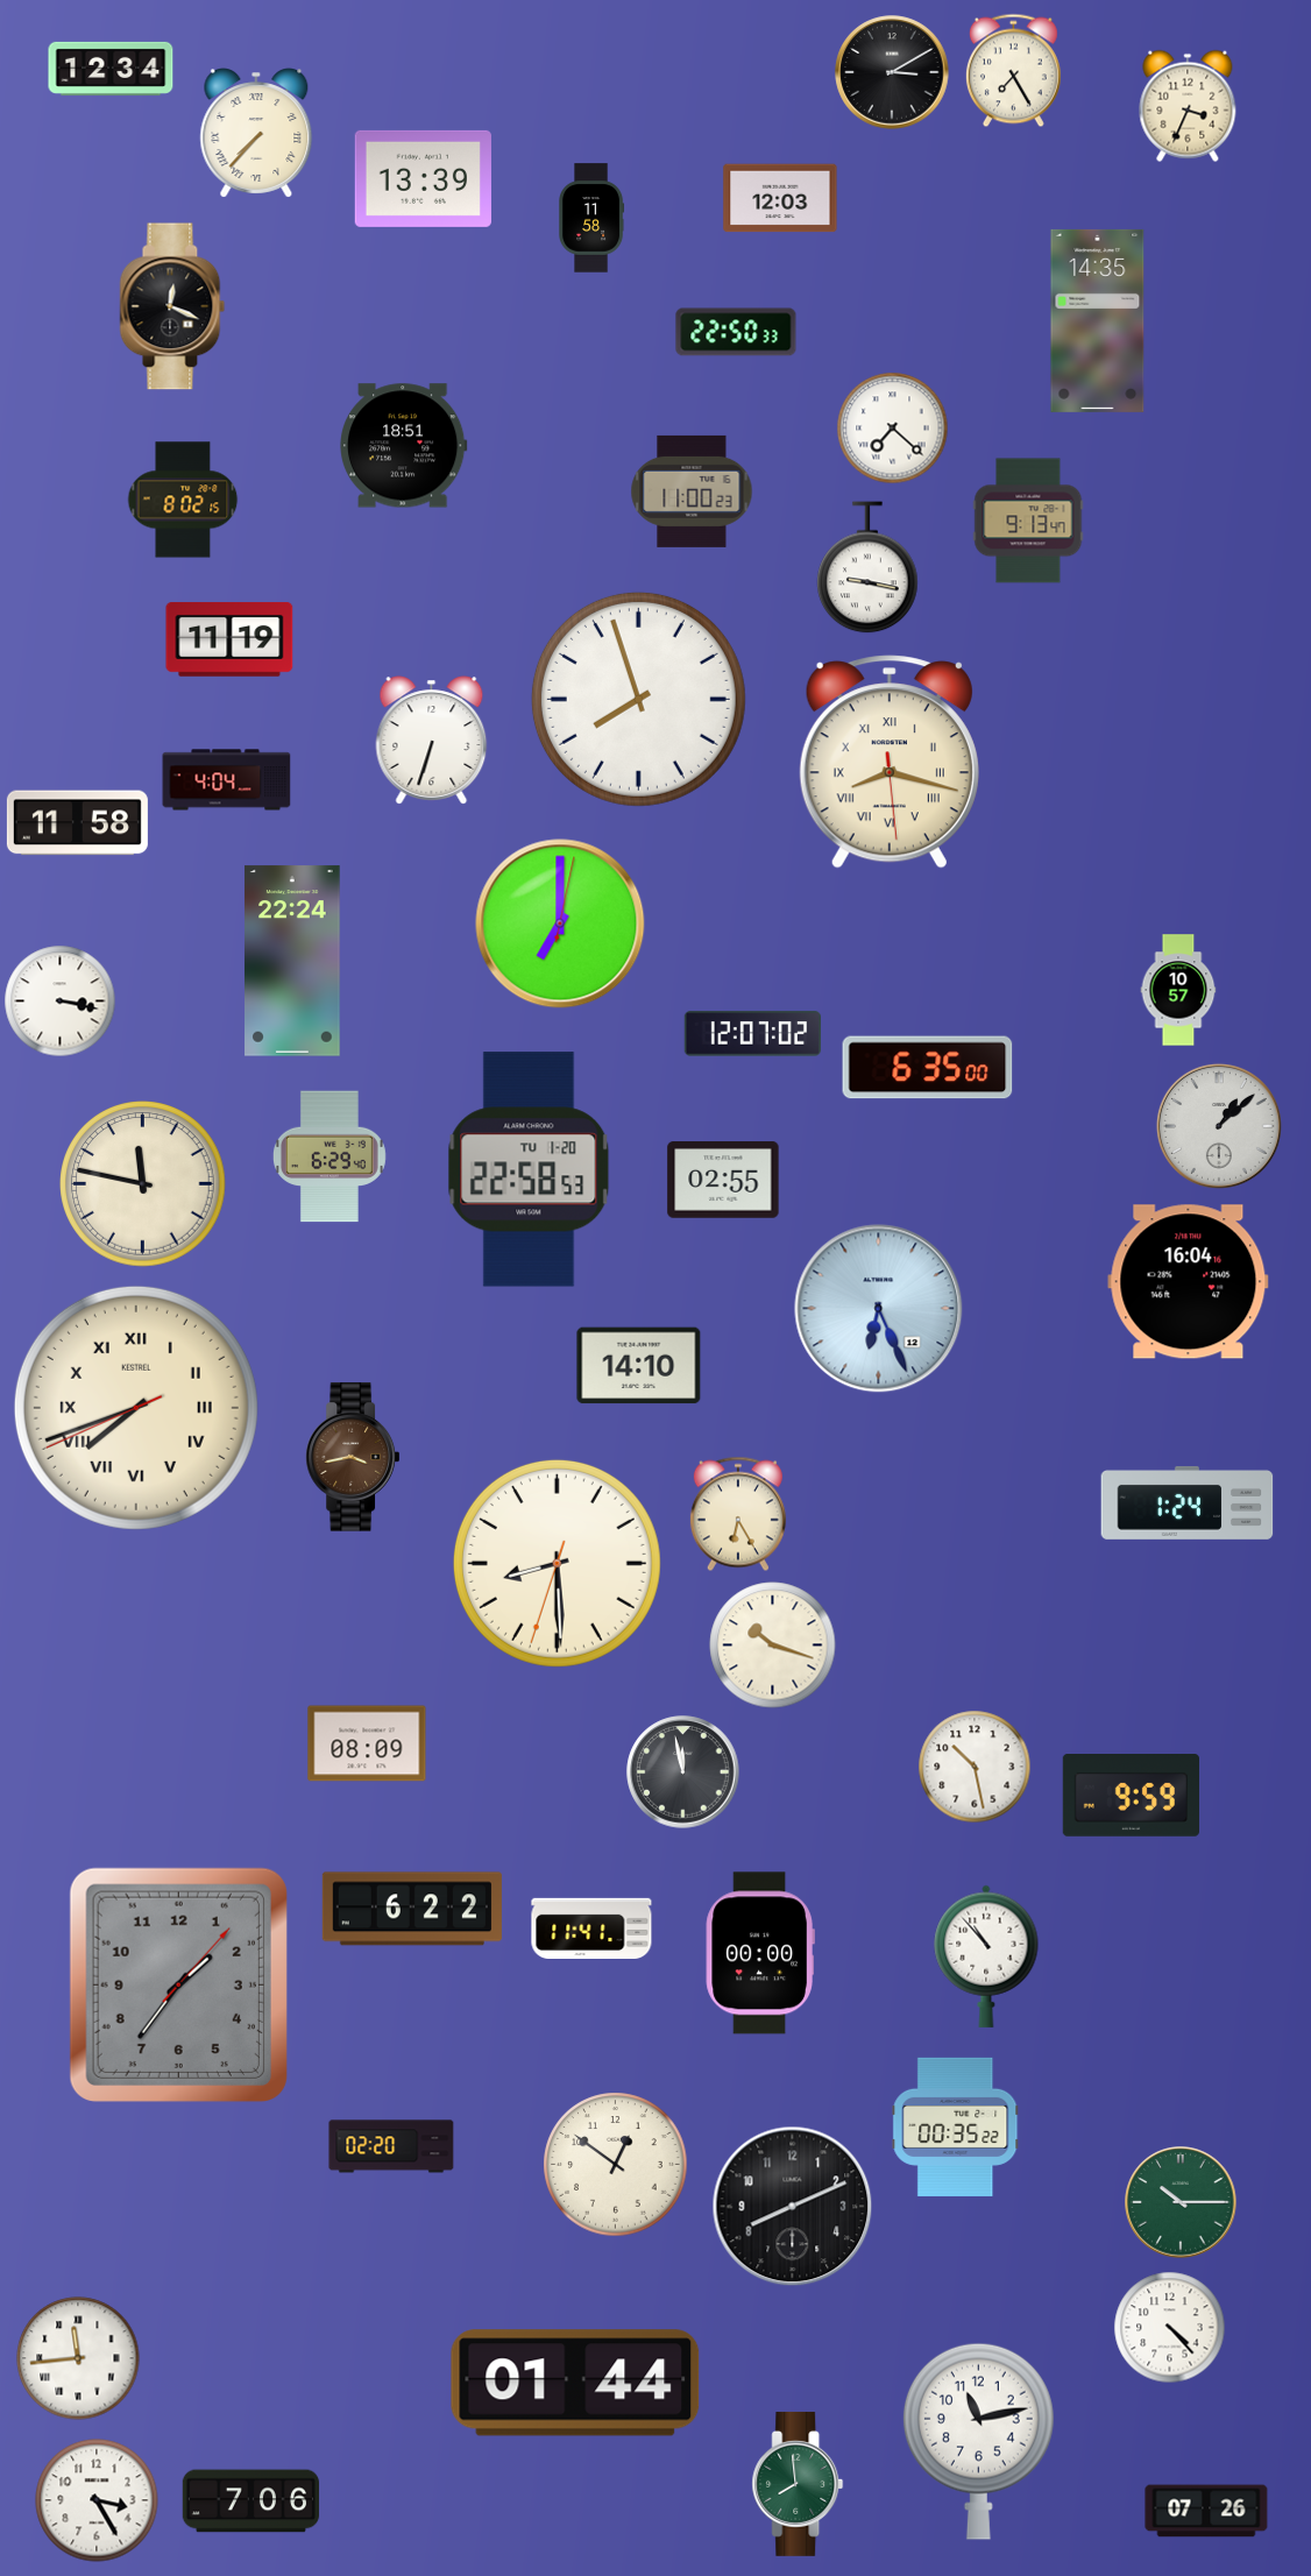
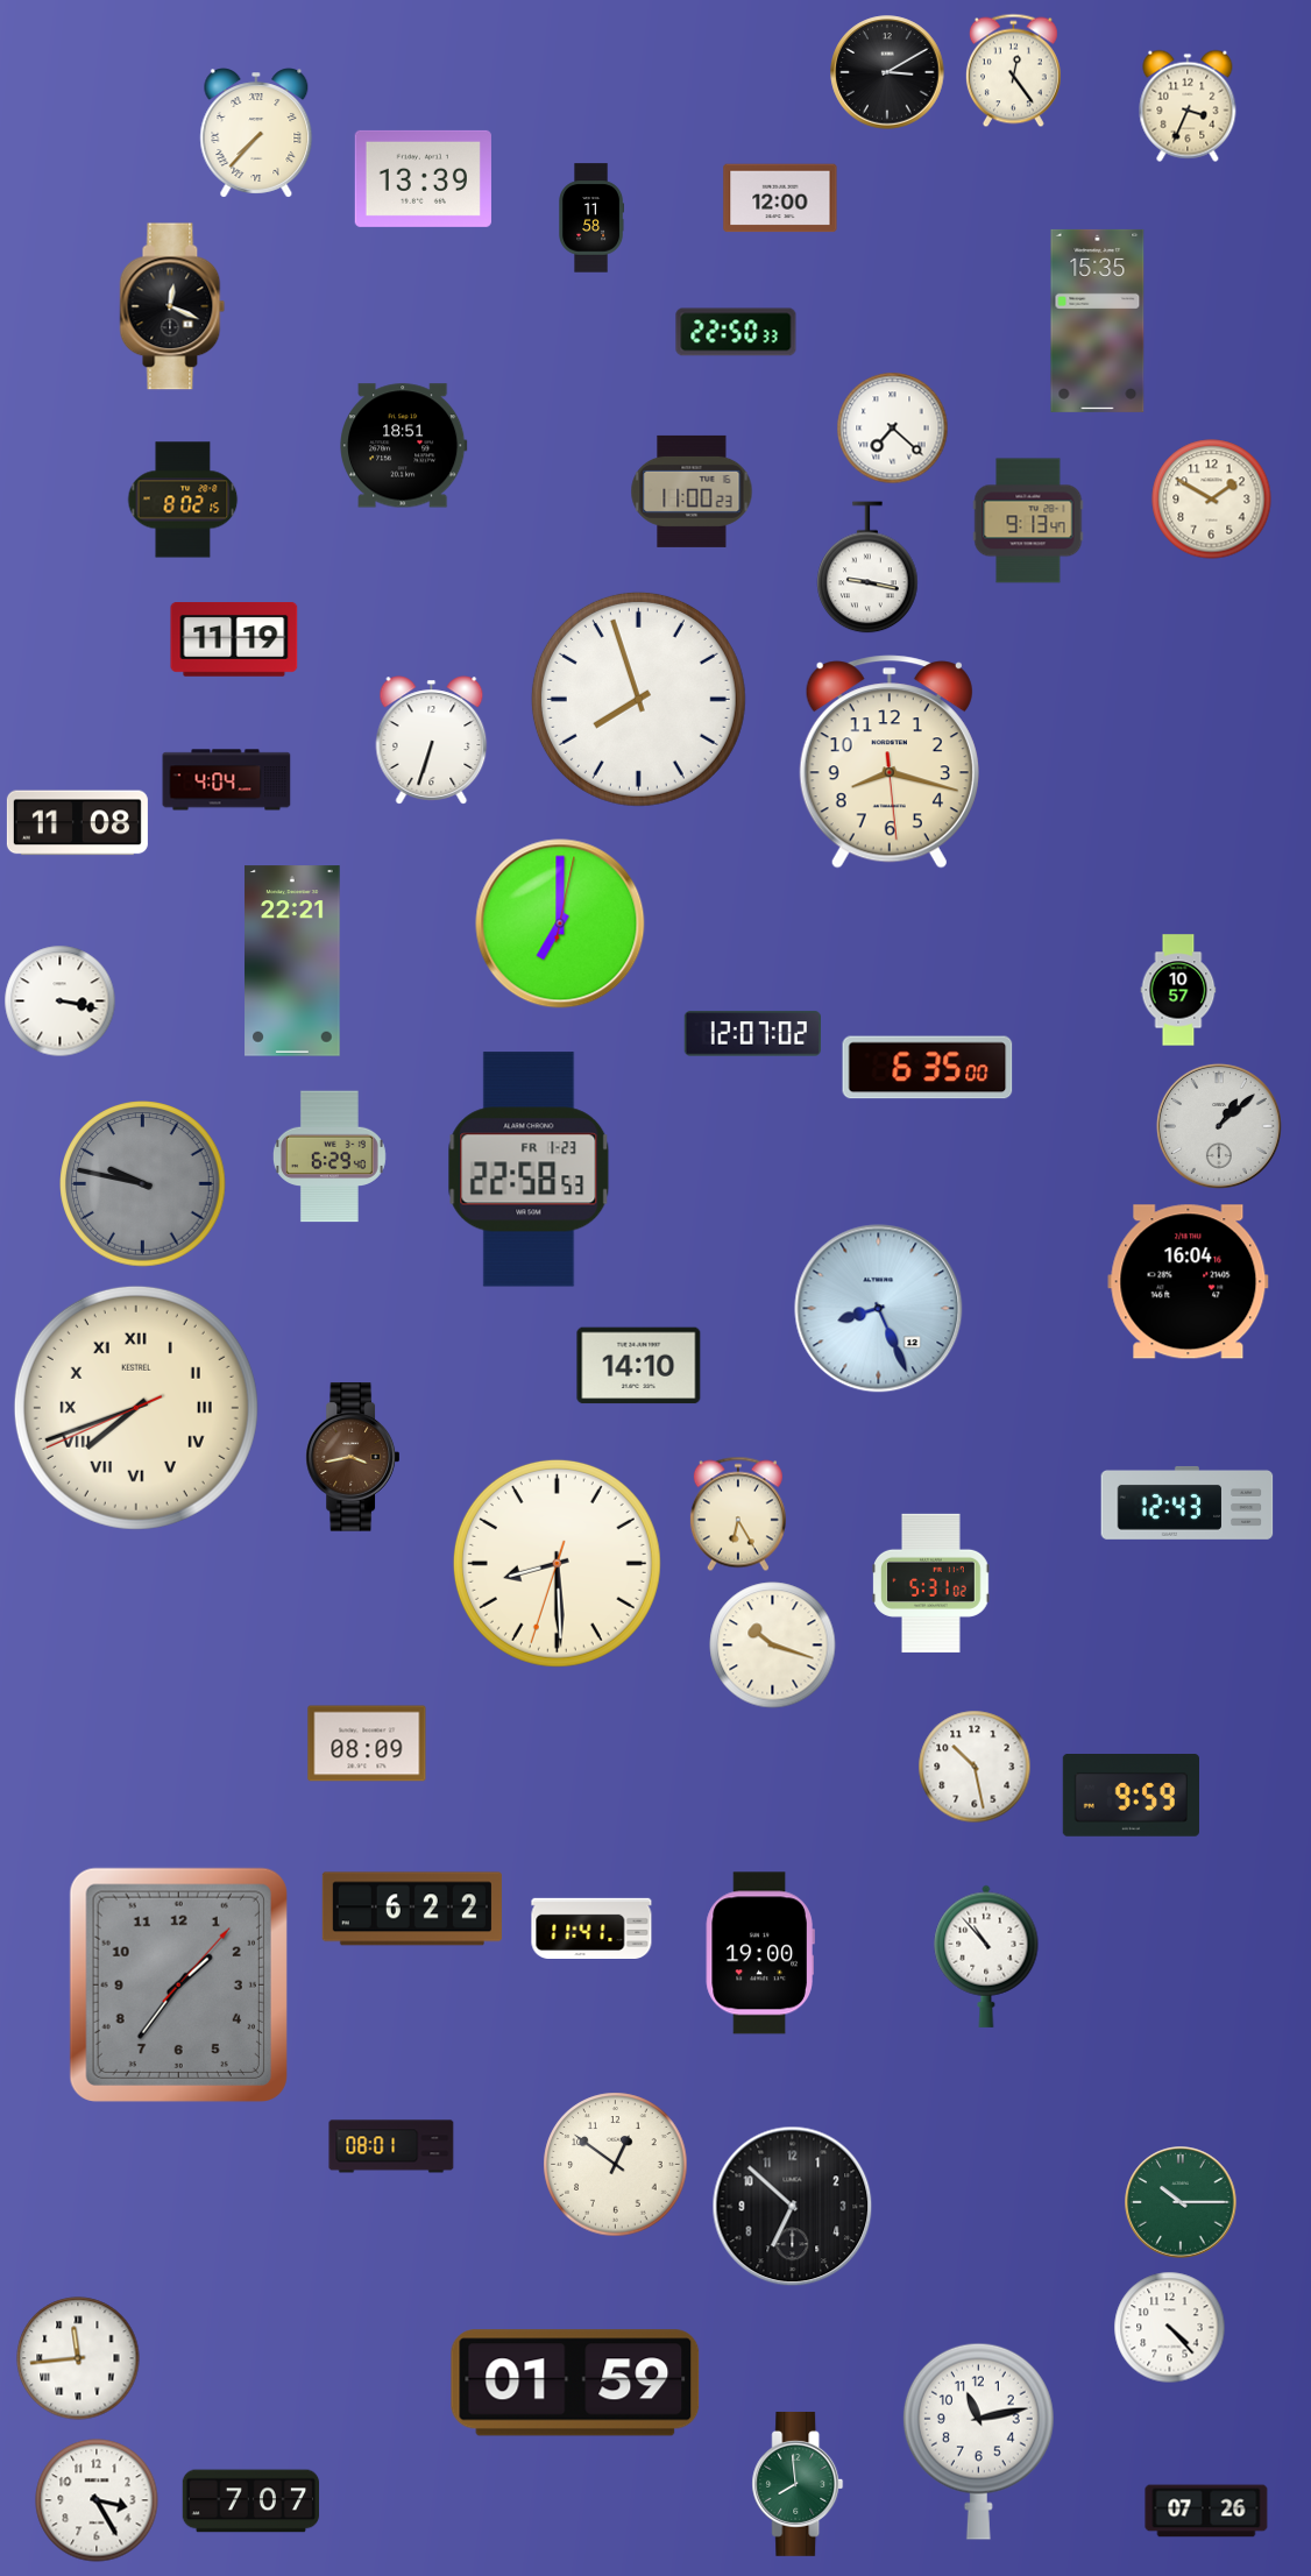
clock at (111, 69): 12:34 -> none
clock at (1013, 71): 7:25 -> 12:24
clock at (892, 72) position: (892, 72) -> (887, 72)
clock at (780, 198): 12:03 -> 12:00
clock at (1098, 320): 14:35 -> 15:35
clock at (1212, 500): none -> 1:50
clock at (229, 641) position: (229, 641) -> (234, 641)
clock at (890, 762) numerals: Roman -> Arabic
clock at (77, 823): 11:58 -> 11:08
clock at (292, 961): 22:24 -> 22:21
clock at (529, 1169) date: TU 1-20 -> FR 1-23
clock at (723, 1180): 02:55 -> none
clock at (143, 1184): 11:47 -> 9:47
clock at (143, 1184) dial: cream -> grey
clock at (879, 1309): 6:26 -> 8:26
clock at (1188, 1502): 1:24 -> 12:43
clock at (931, 1583): none -> 5:31
clock at (683, 1772): 11:58 -> none
clock at (760, 1953): 00:00 -> 19:00
clock at (956, 2126): 00:35 -> none
clock at (391, 2146): 02:20 -> 08:01
clock at (793, 2207): 8:11 -> 6:52
clock at (575, 2383): 01:44 -> 01:59
clock at (251, 2501): 7:06 -> 7:07
